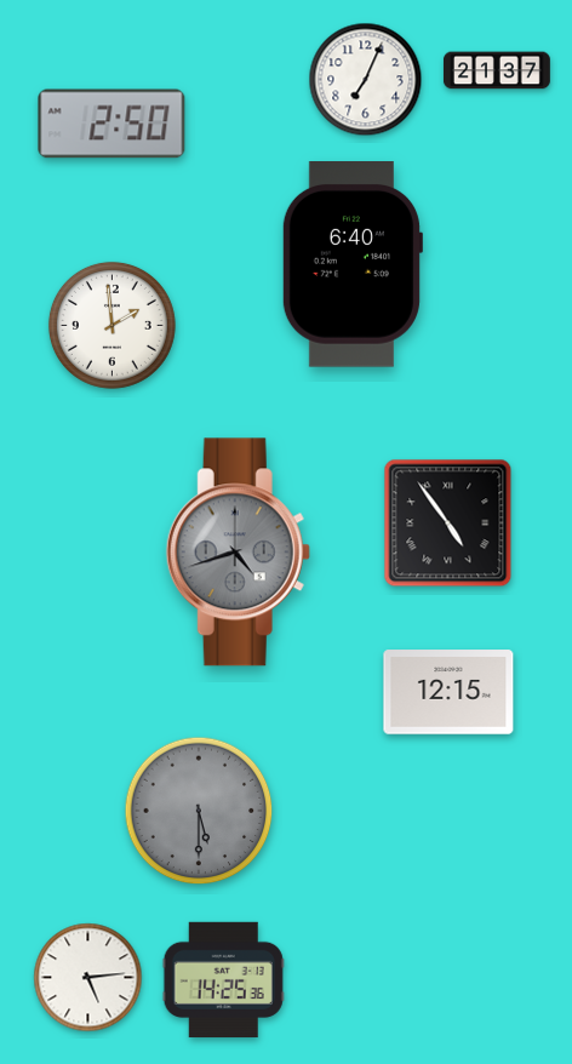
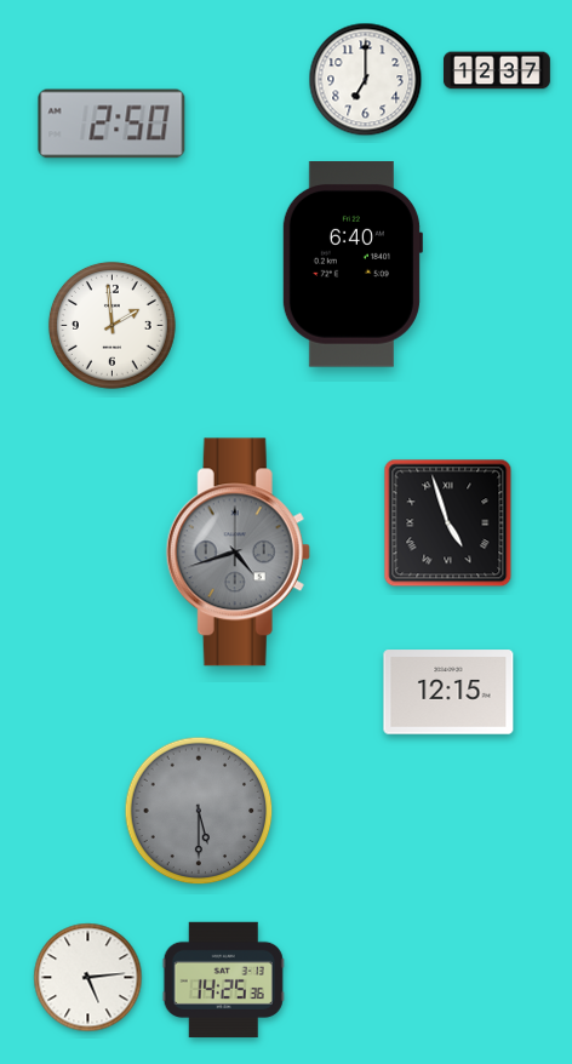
clock at (497, 70): 21:37 -> 12:37
clock at (366, 80): 7:04 -> 7:00
clock at (448, 524): 4:54 -> 4:57
